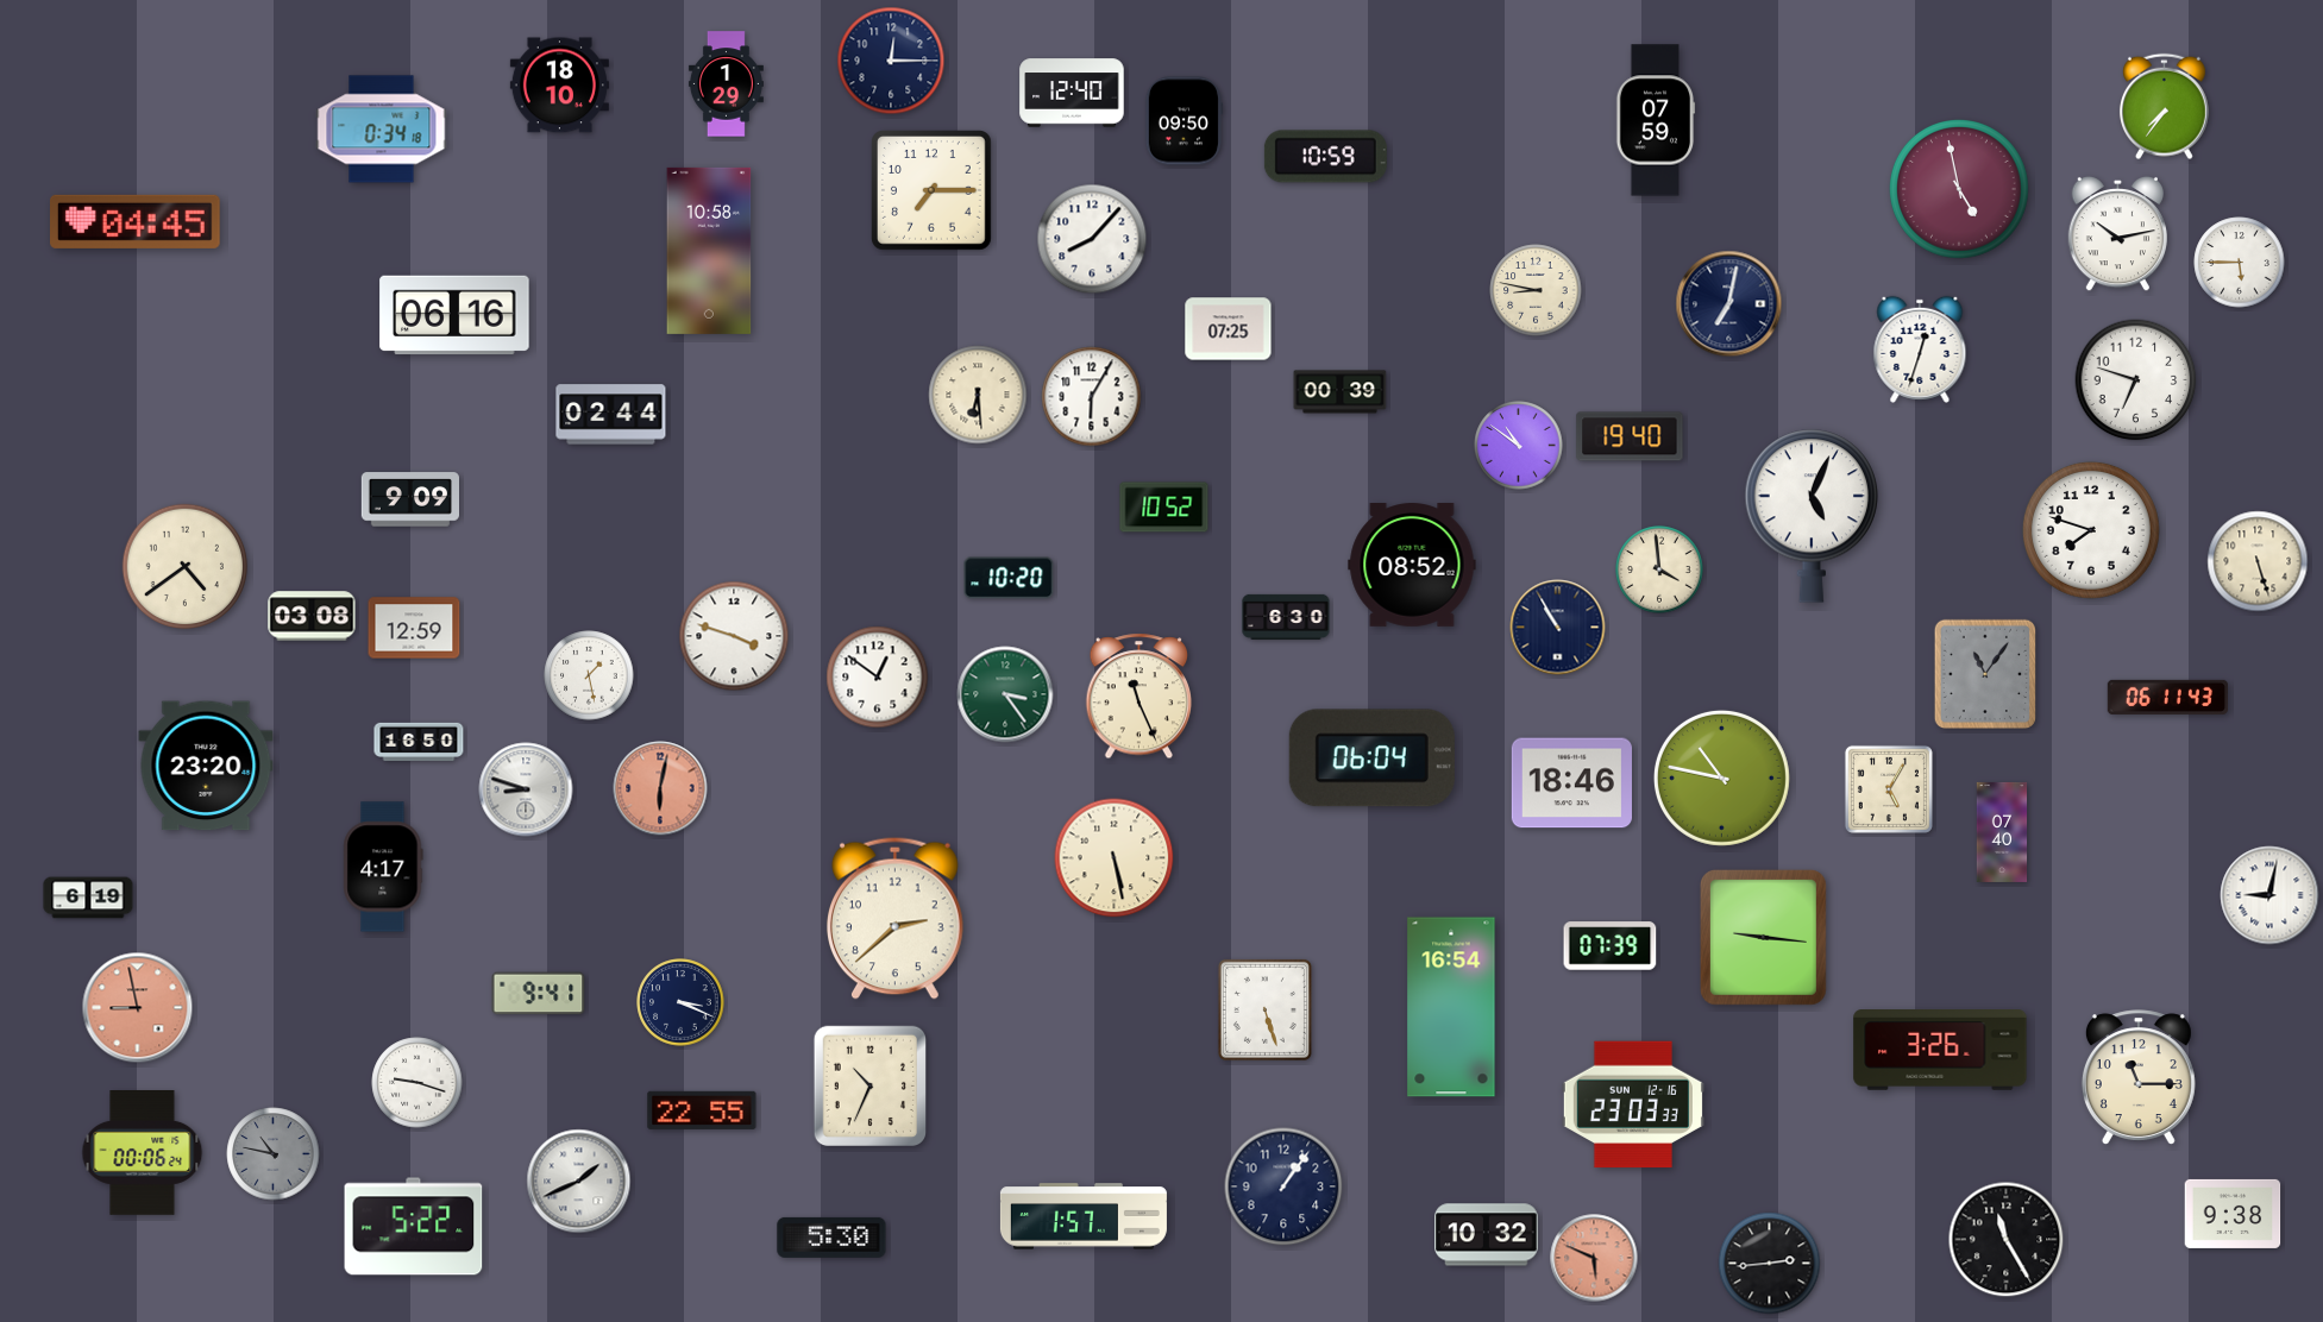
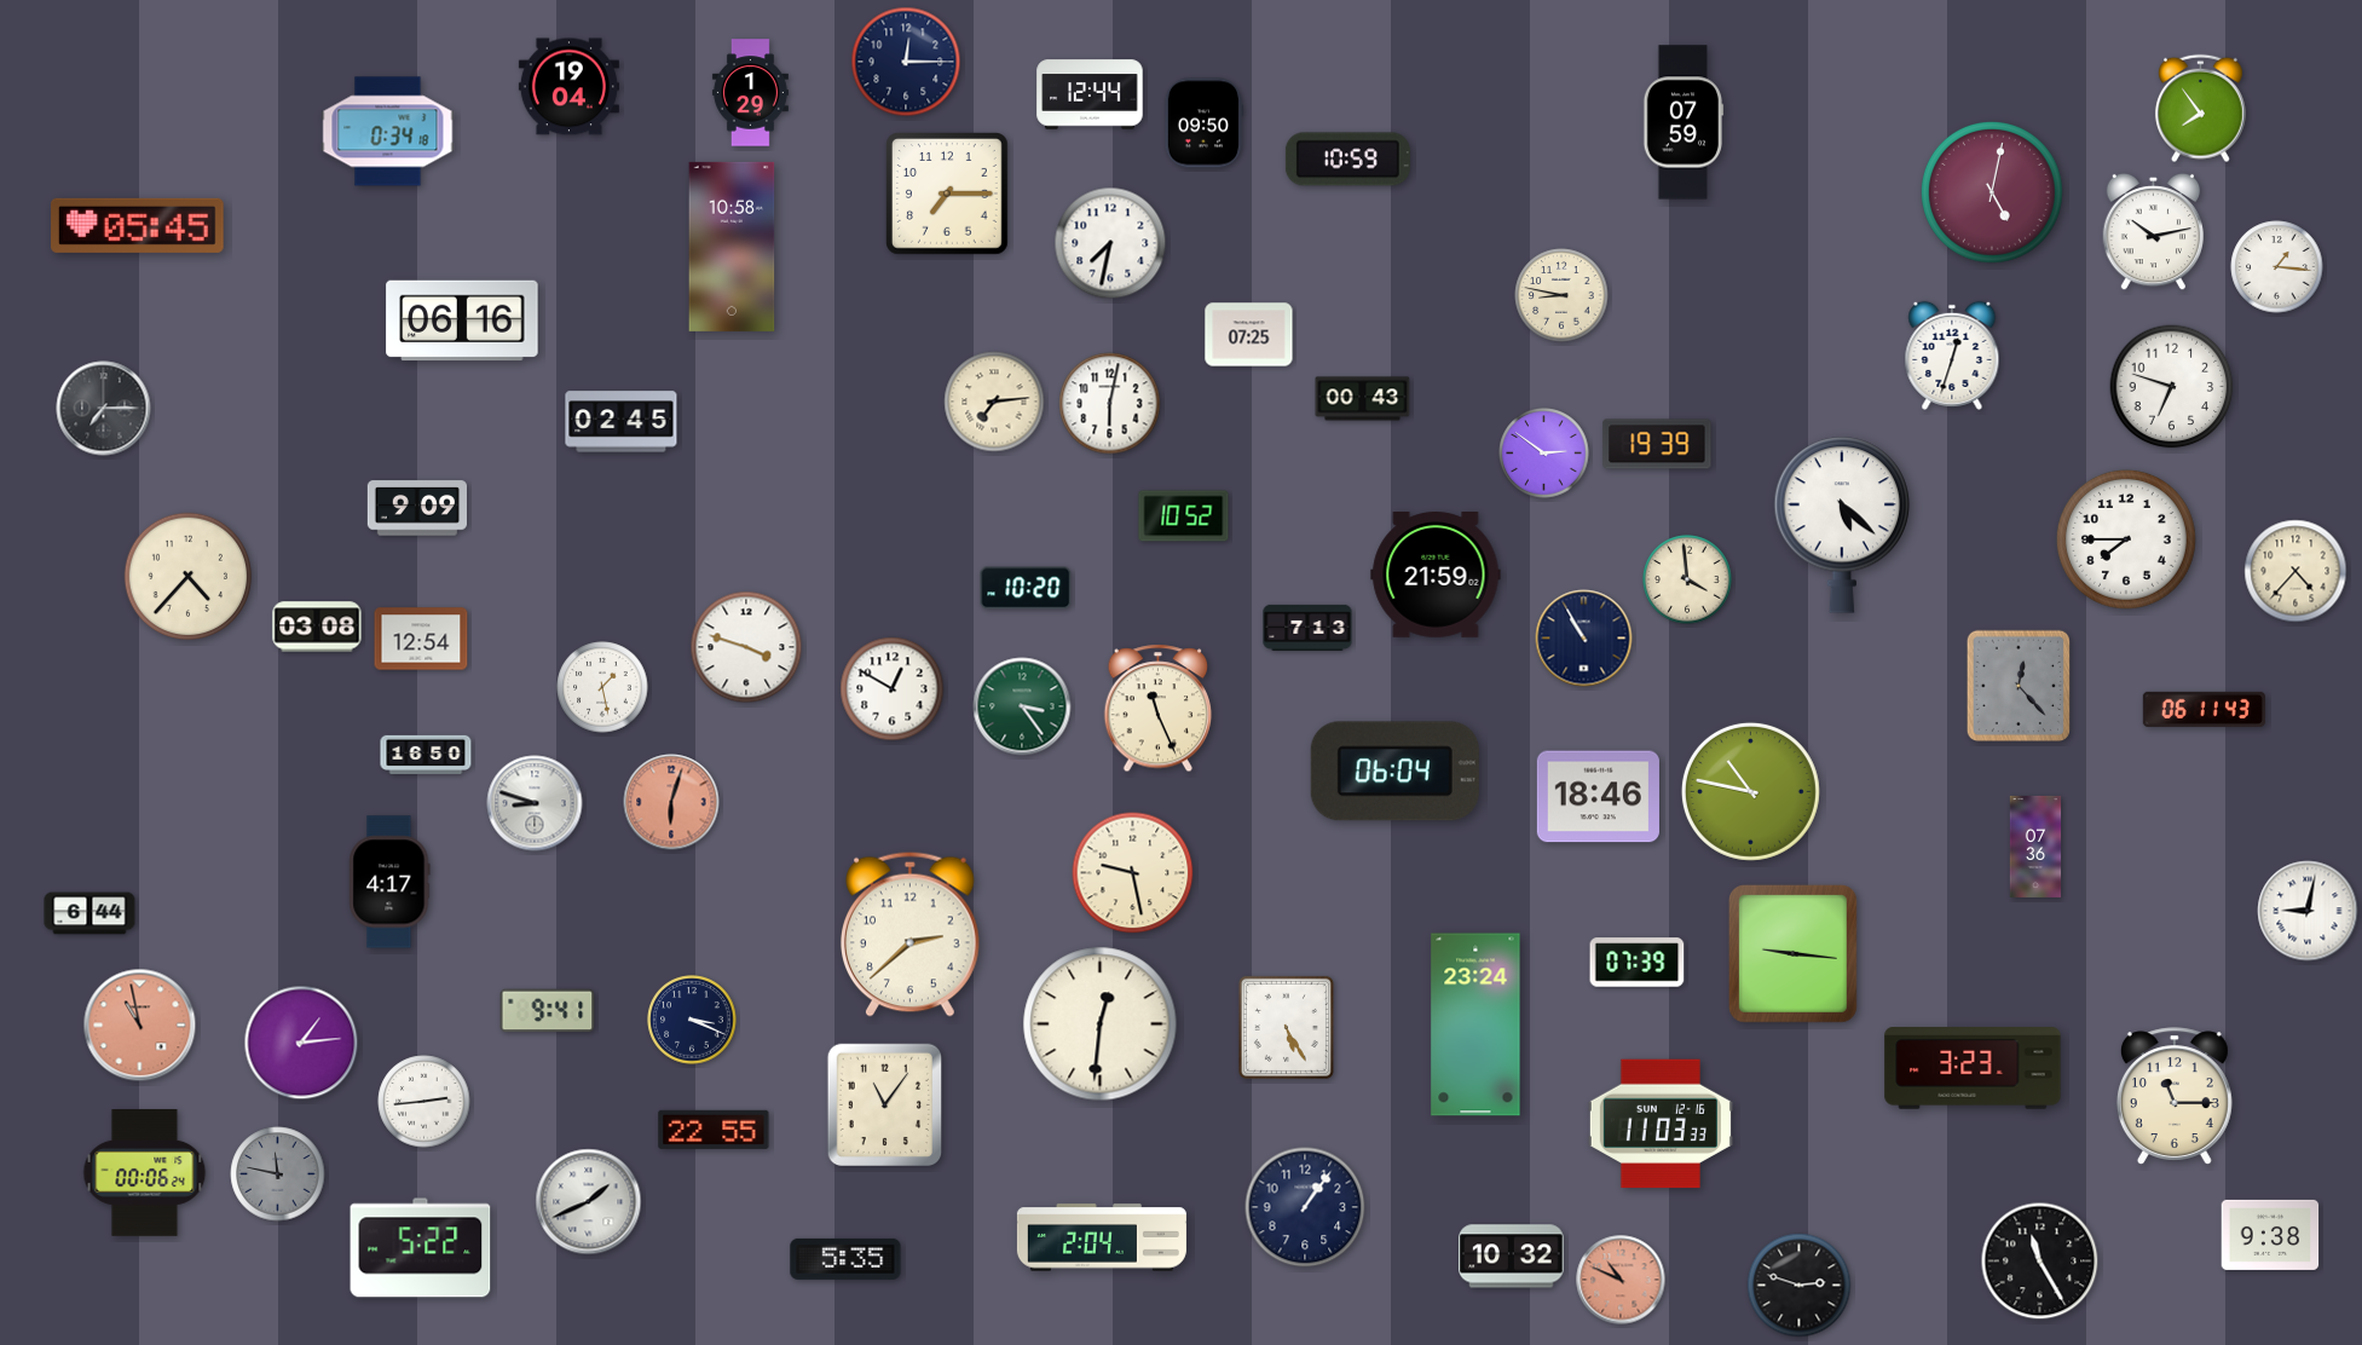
clock at (726, 84) position: (726, 84) -> (750, 93)
clock at (559, 86): 18:10 -> 19:04
clock at (1072, 93): 12:40 -> 12:44
clock at (2164, 107): 7:36 -> 7:54
clock at (1960, 190): 4:58 -> 5:02
clock at (136, 221): 04:45 -> 05:45
clock at (2117, 234) position: (2117, 234) -> (2153, 232)
clock at (1092, 239): 8:07 -> 7:32
clock at (709, 251) position: (709, 251) -> (732, 247)
clock at (2240, 263): 5:45 -> 1:16
clock at (1729, 304): 7:02 -> none
clock at (1341, 392): 00:39 -> 00:43
clock at (978, 395): 6:29 -> 7:14
clock at (1092, 397): 6:05 -> 6:02
clock at (104, 409): none -> 7:15
clock at (611, 415): 02:44 -> 02:45
clock at (1630, 436): 19:40 -> 19:39
clock at (1519, 446): 10:51 -> 2:51
clock at (1812, 516): 5:04 -> 5:22
clock at (2091, 530): 7:48 -> 7:45
clock at (2258, 561): 5:27 -> 4:37
clock at (1412, 566): 08:52 -> 21:59
clock at (186, 567): 4:39 -> 4:37
clock at (1286, 617): 6:30 -> 7:13
clock at (414, 628): 12:59 -> 12:54
clock at (1984, 673): 11:06 -> 12:23
clock at (589, 675) position: (589, 675) -> (602, 687)
clock at (878, 678): 12:51 -> 12:50
clock at (206, 766): 23:20 -> none
clock at (660, 788): 6:02 -> 6:03
clock at (1889, 789): 5:05 -> none
clock at (2002, 832): 07:40 -> 07:36
clock at (1115, 858): 5:28 -> 9:28
clock at (88, 898): 6:19 -> 6:44
clock at (1101, 1024): none -> 12:31
clock at (1451, 1007): 16:54 -> 23:24
clock at (138, 1008): 8:58 -> 10:58
clock at (1264, 1009): 5:27 -> 5:25
clock at (301, 1043): none -> 1:14
clock at (1940, 1051): 3:26 -> 3:23
clock at (417, 1083): 9:18 -> 2:44
clock at (869, 1085): 10:34 -> 11:06
clock at (1633, 1104): 23:03 -> 11:03
clock at (274, 1154): 10:47 -> 11:47
clock at (1084, 1216): 1:57 -> 2:04
clock at (831, 1238): 5:30 -> 5:35
clock at (1594, 1258): 5:49 -> 10:49
clock at (1770, 1264): 2:44 -> 2:48
